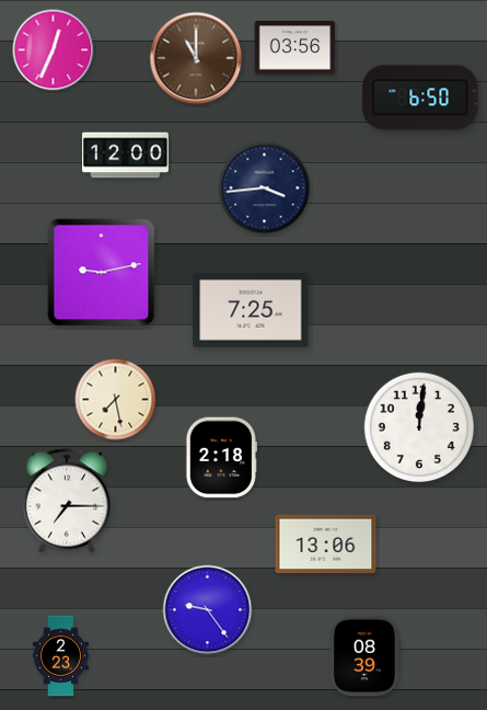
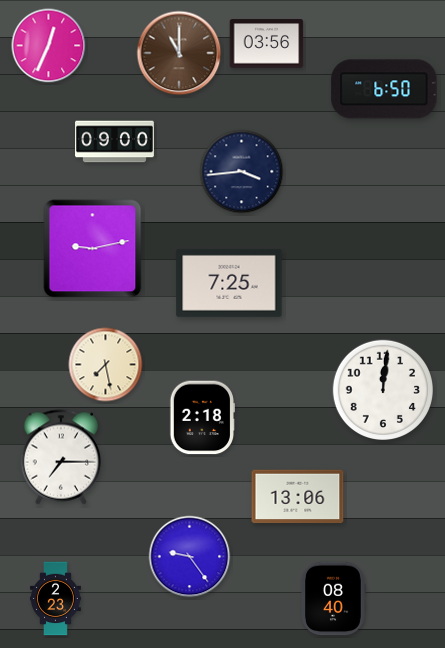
clock at (295, 48) position: (295, 48) -> (267, 44)
clock at (126, 156): 12:00 -> 09:00
clock at (366, 656): 08:39 -> 08:40
